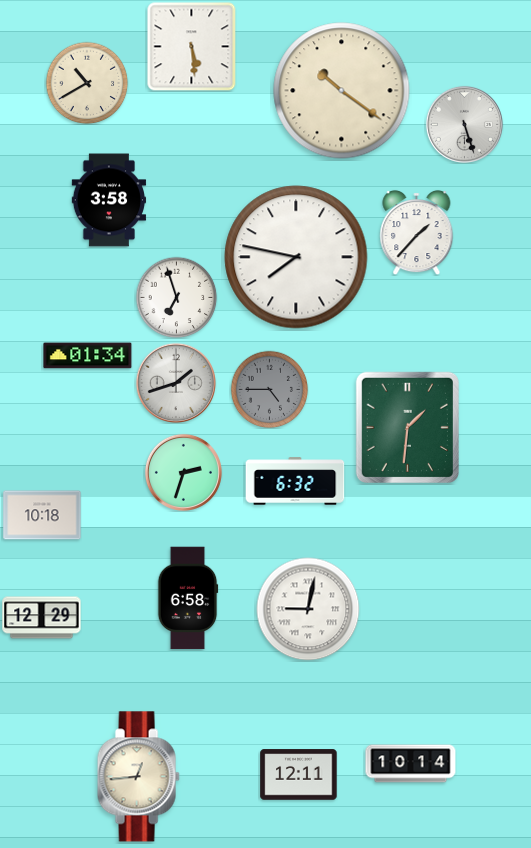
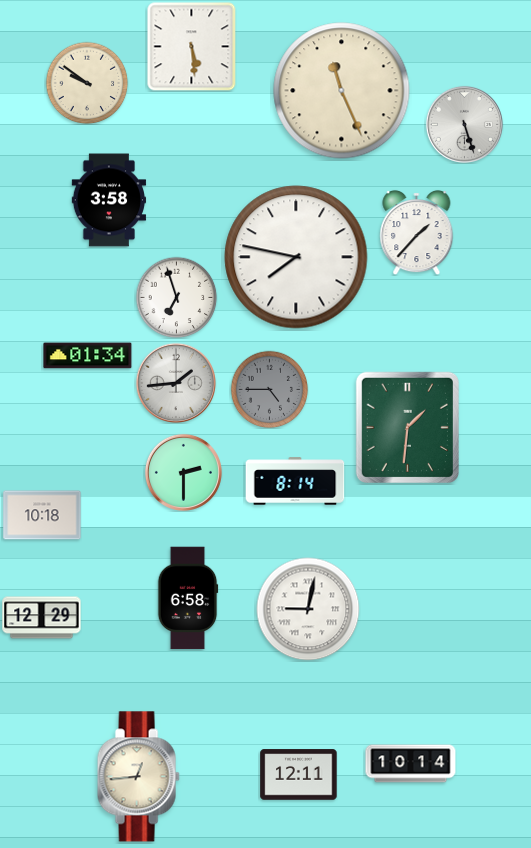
clock at (87, 83): 10:40 -> 9:51
clock at (342, 91): 10:21 -> 11:26
clock at (176, 383): 1:42 -> 1:44
clock at (183, 472): 2:33 -> 2:30
clock at (295, 481): 6:32 -> 8:14
